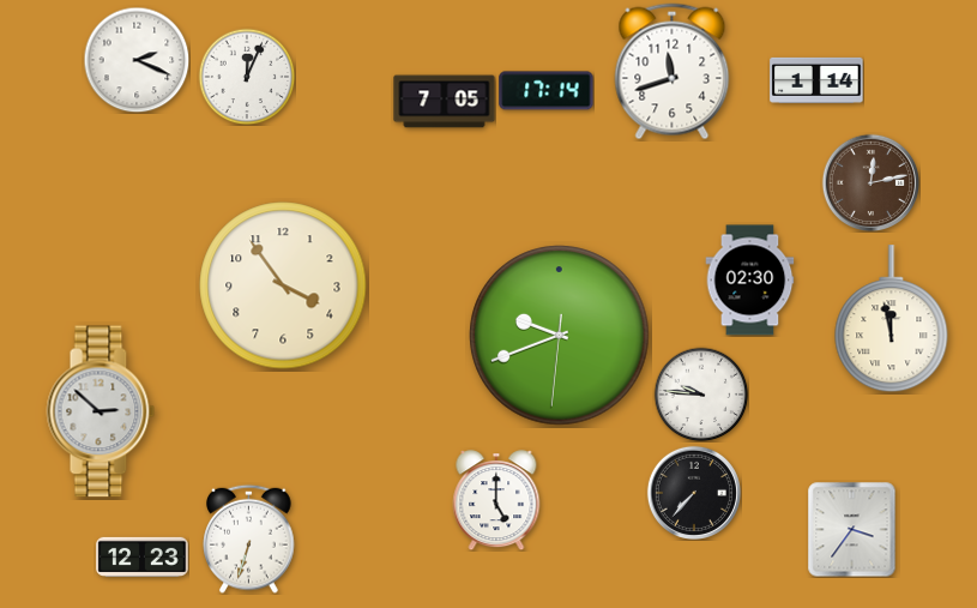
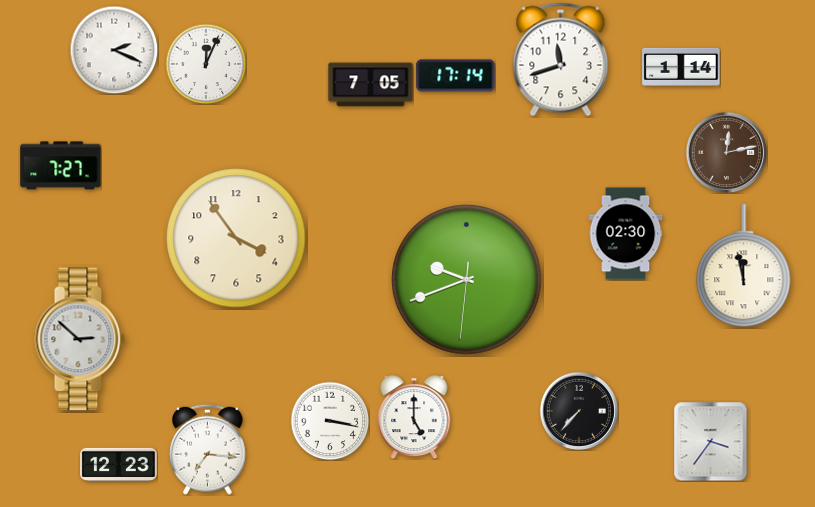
clock at (61, 166): none -> 7:27
clock at (701, 395): 9:46 -> none
clock at (101, 411) position: (101, 411) -> (80, 339)
clock at (330, 421): none -> 3:17
clock at (249, 538): 6:33 -> 7:16
